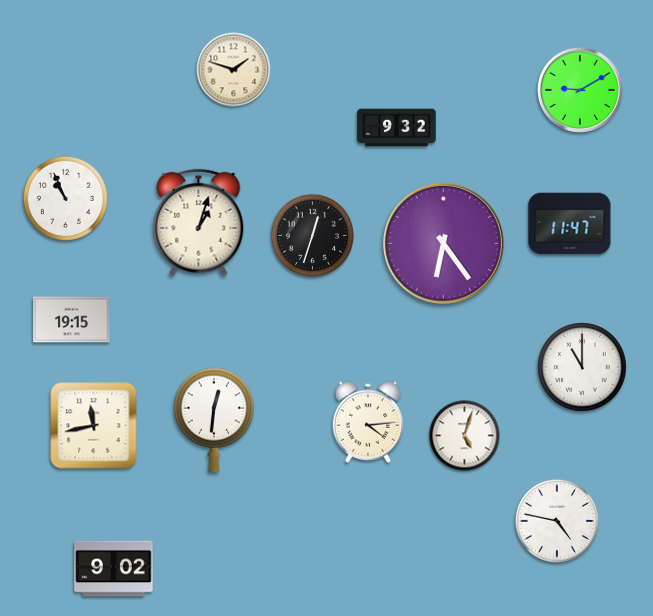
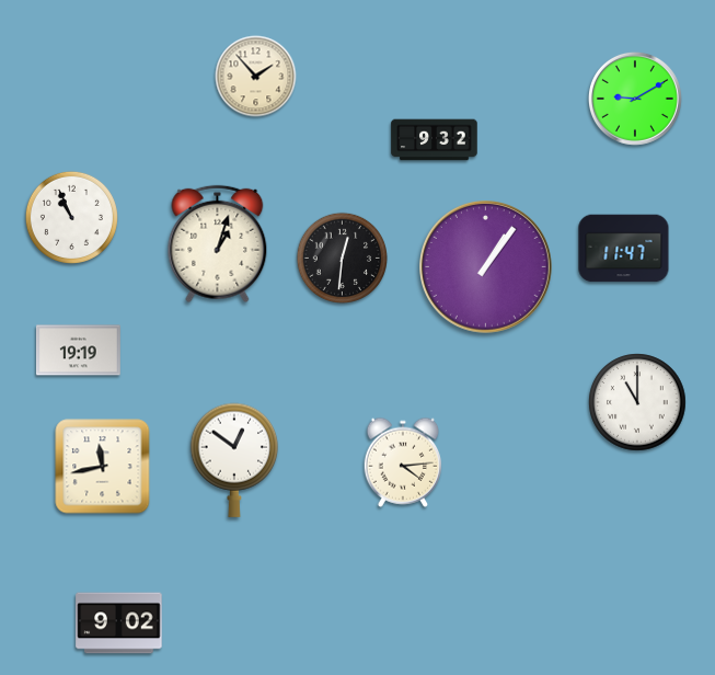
clock at (234, 70): 1:48 -> 1:53
clock at (570, 224) position: (570, 224) -> (624, 249)
clock at (313, 236): 12:33 -> 12:31
clock at (444, 244): 6:24 -> 1:06
clock at (71, 320): 19:15 -> 19:19
clock at (214, 420): 12:31 -> 12:51
clock at (465, 436): 5:03 -> none
clock at (557, 521): 4:47 -> none
clock at (114, 569) position: (114, 569) -> (119, 623)
